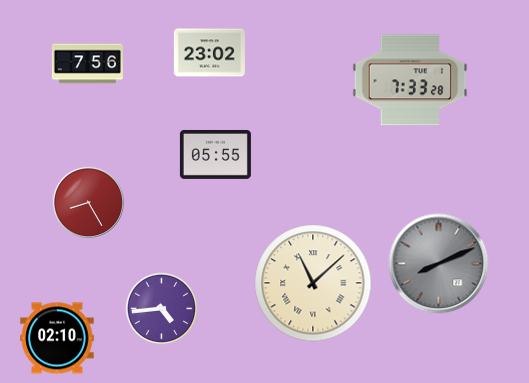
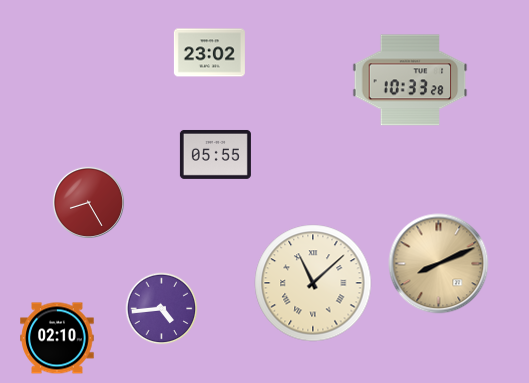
clock at (87, 64): 7:56 -> none
clock at (410, 80): 7:33 -> 10:33
clock at (439, 264) dial: grey -> champagne
